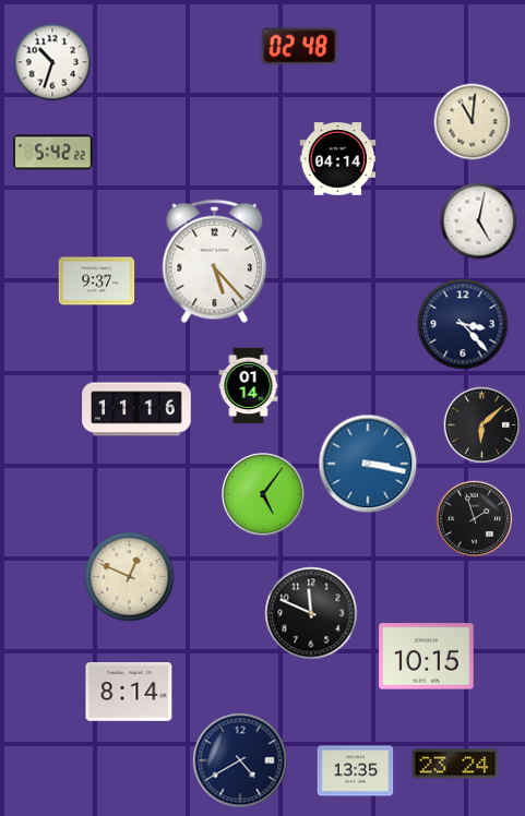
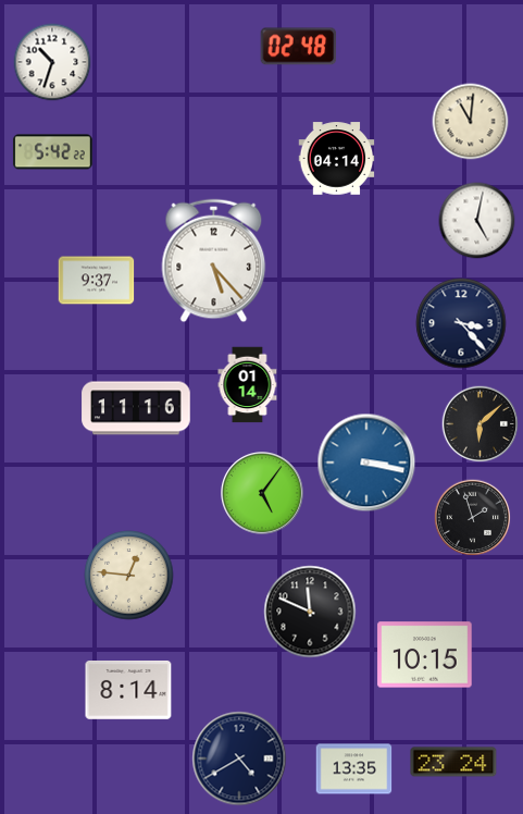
clock at (130, 577): 12:49 -> 12:46
